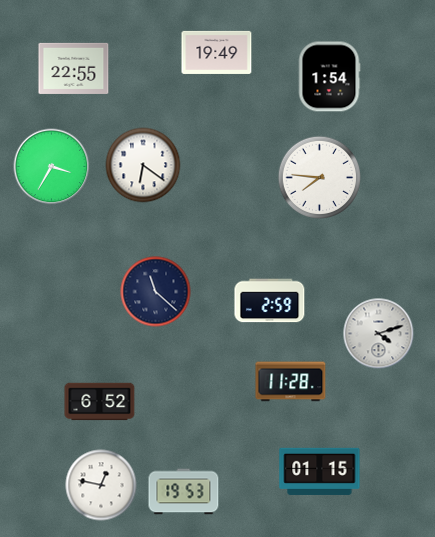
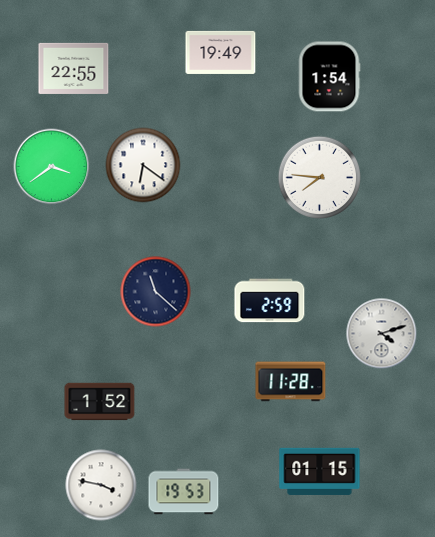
clock at (217, 52) position: (217, 52) -> (221, 52)
clock at (52, 167): 3:35 -> 3:39
clock at (379, 334) position: (379, 334) -> (382, 334)
clock at (100, 402): 6:52 -> 1:52
clock at (101, 485): 12:47 -> 3:47
